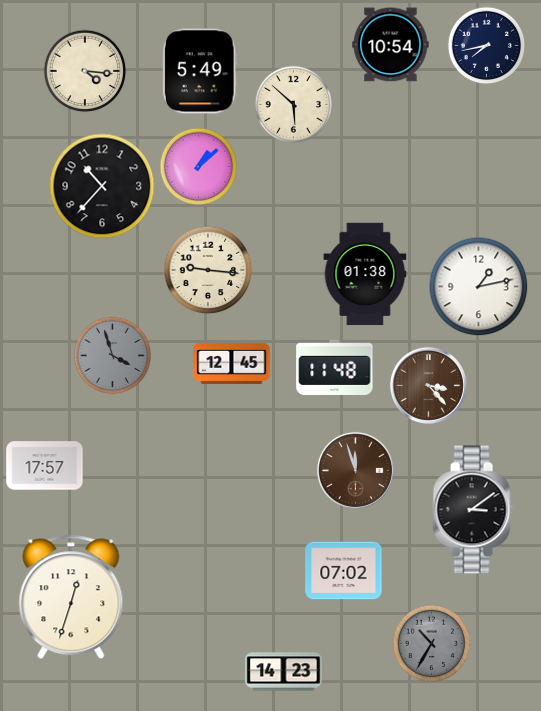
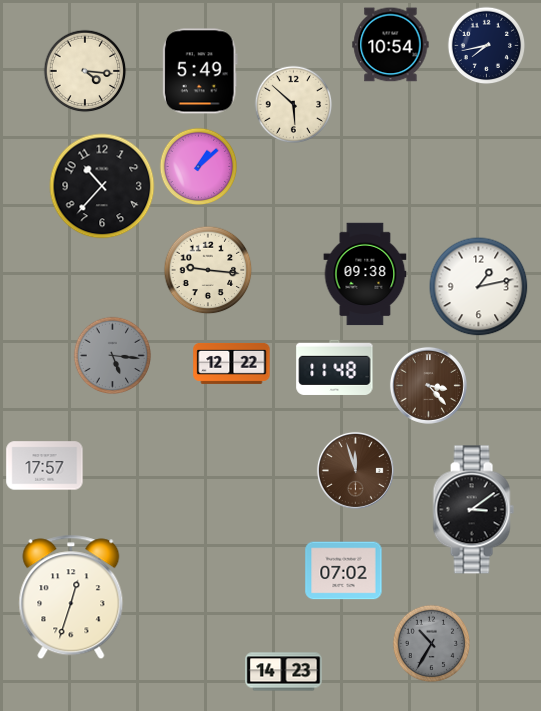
clock at (365, 274): 01:38 -> 09:38
clock at (112, 355): 3:57 -> 5:16
clock at (232, 363): 12:45 -> 12:22
